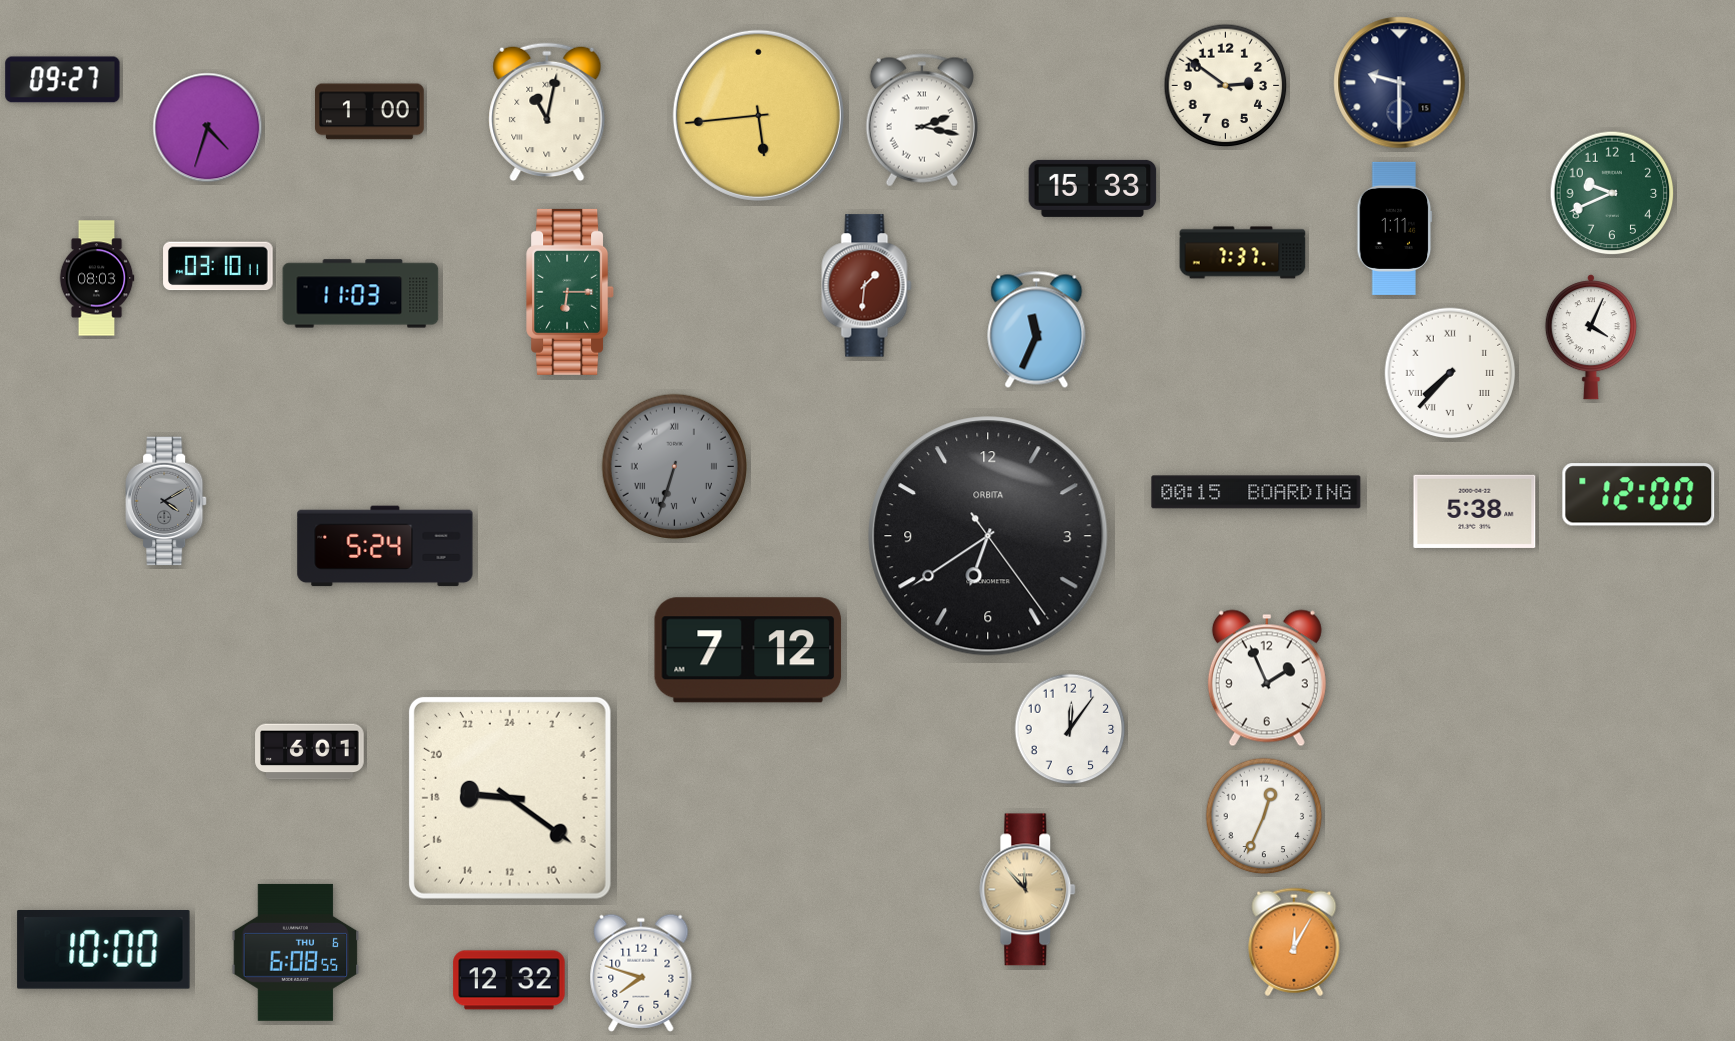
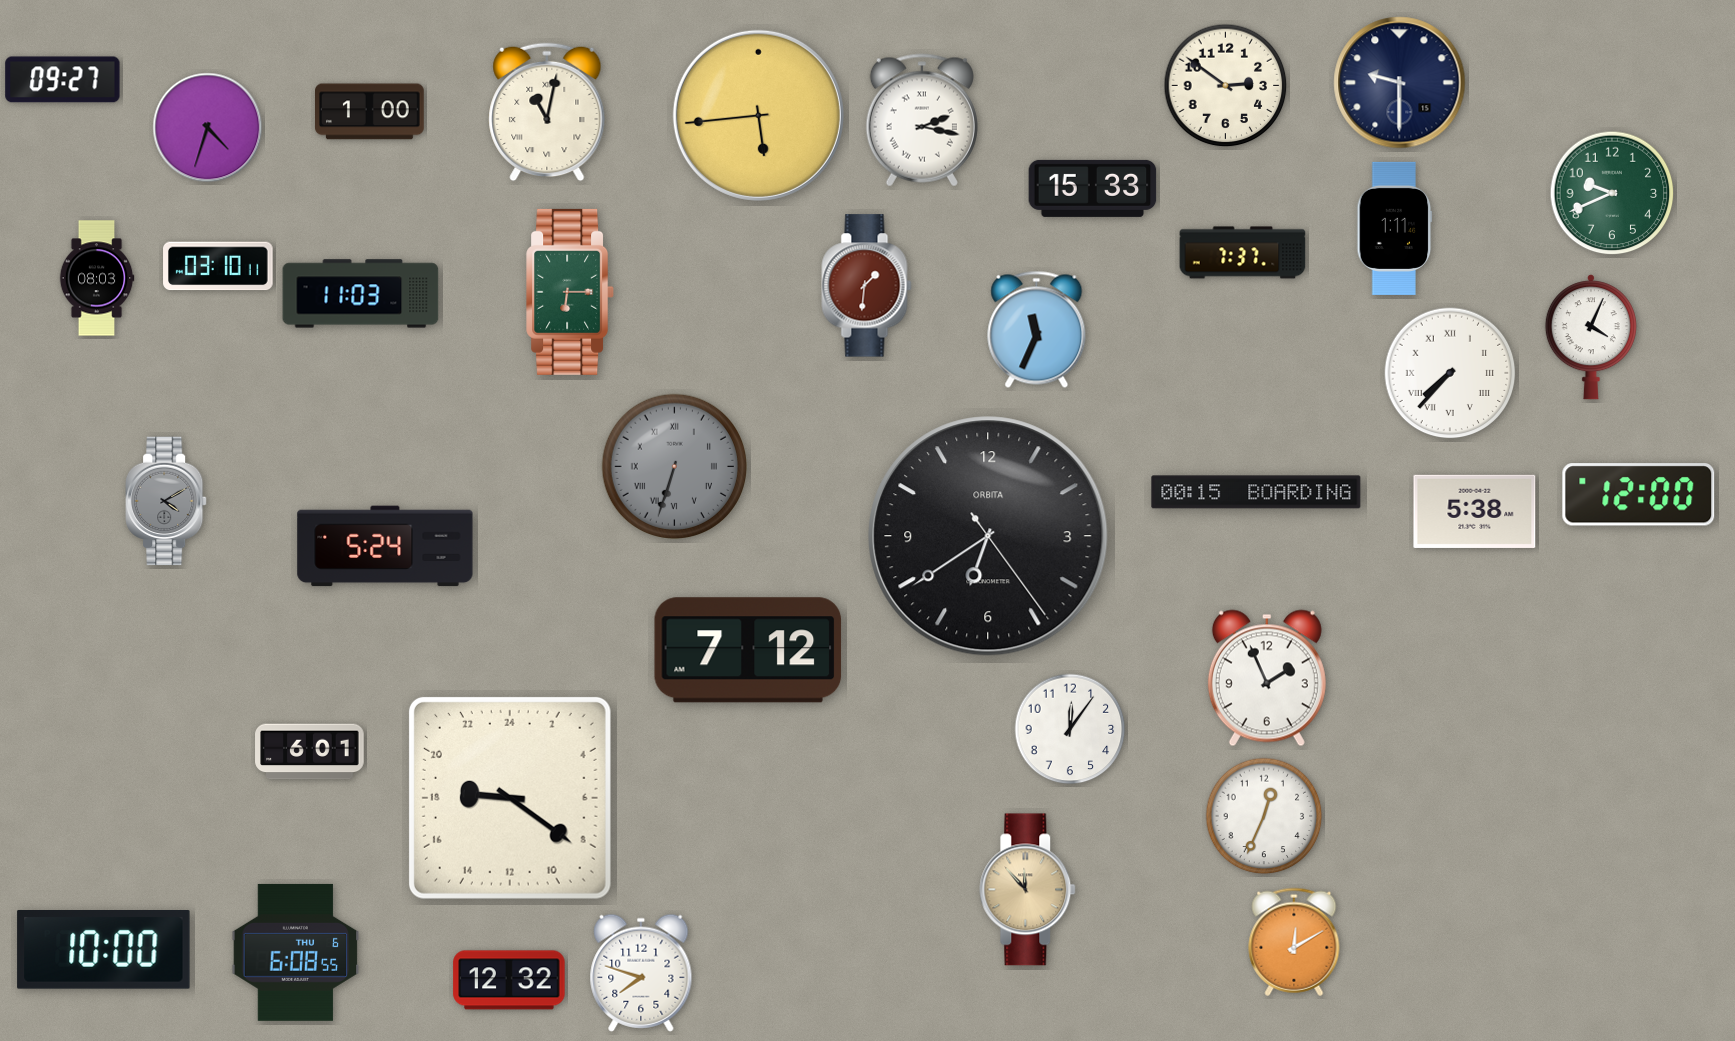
clock at (1294, 942): 12:05 -> 12:10
